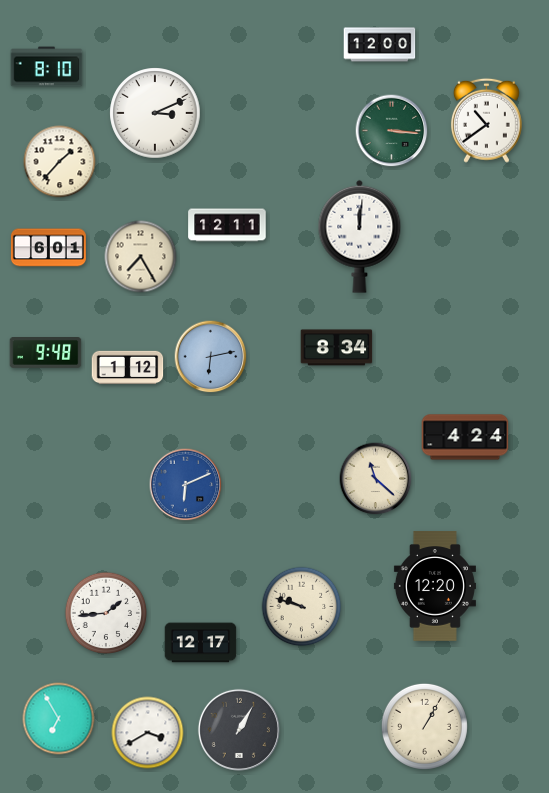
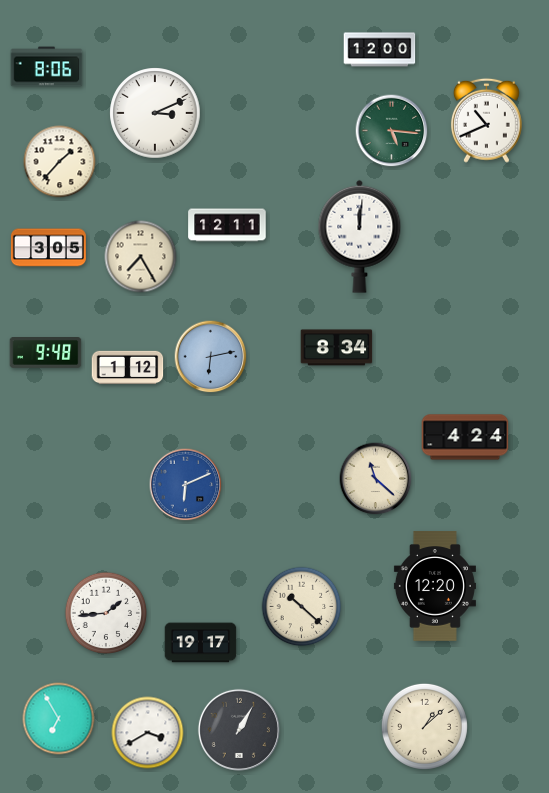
clock at (380, 45) position: (380, 45) -> (380, 50)
clock at (47, 67): 8:10 -> 8:06
clock at (486, 120): 10:39 -> 10:41
clock at (392, 131): 3:16 -> 5:16
clock at (48, 248): 6:01 -> 3:05
clock at (302, 607): 9:48 -> 10:22
clock at (201, 643): 12:17 -> 19:17
clock at (424, 726): 1:05 -> 1:08
